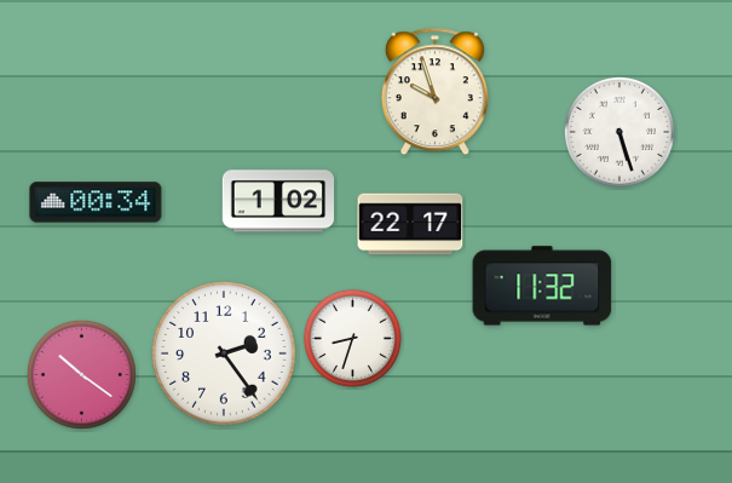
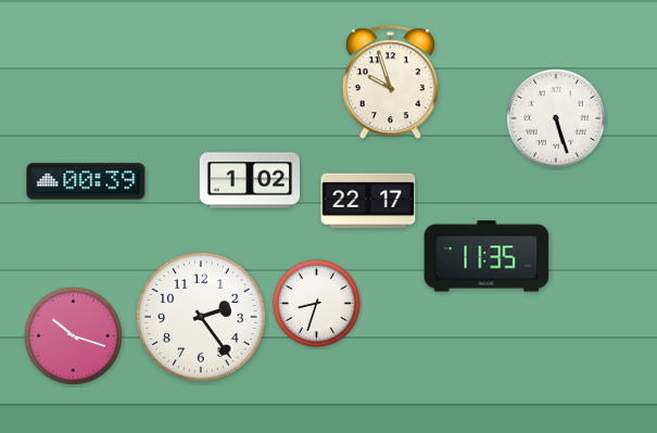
clock at (96, 202): 00:34 -> 00:39
clock at (542, 286): 11:32 -> 11:35
clock at (81, 374): 10:21 -> 10:18
